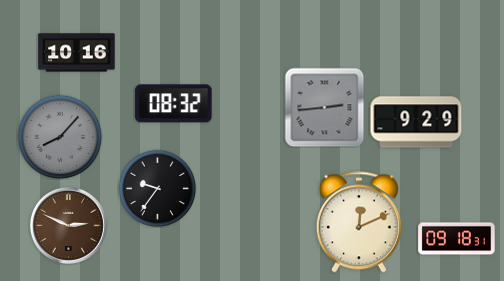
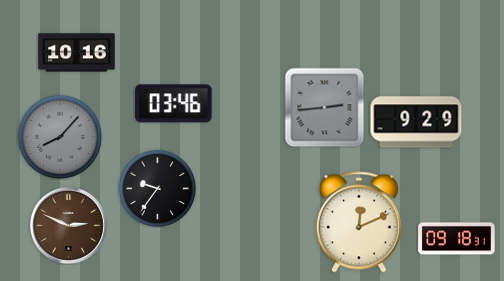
clock at (174, 104): 08:32 -> 03:46
